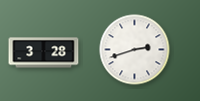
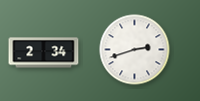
clock at (44, 53): 3:28 -> 2:34
